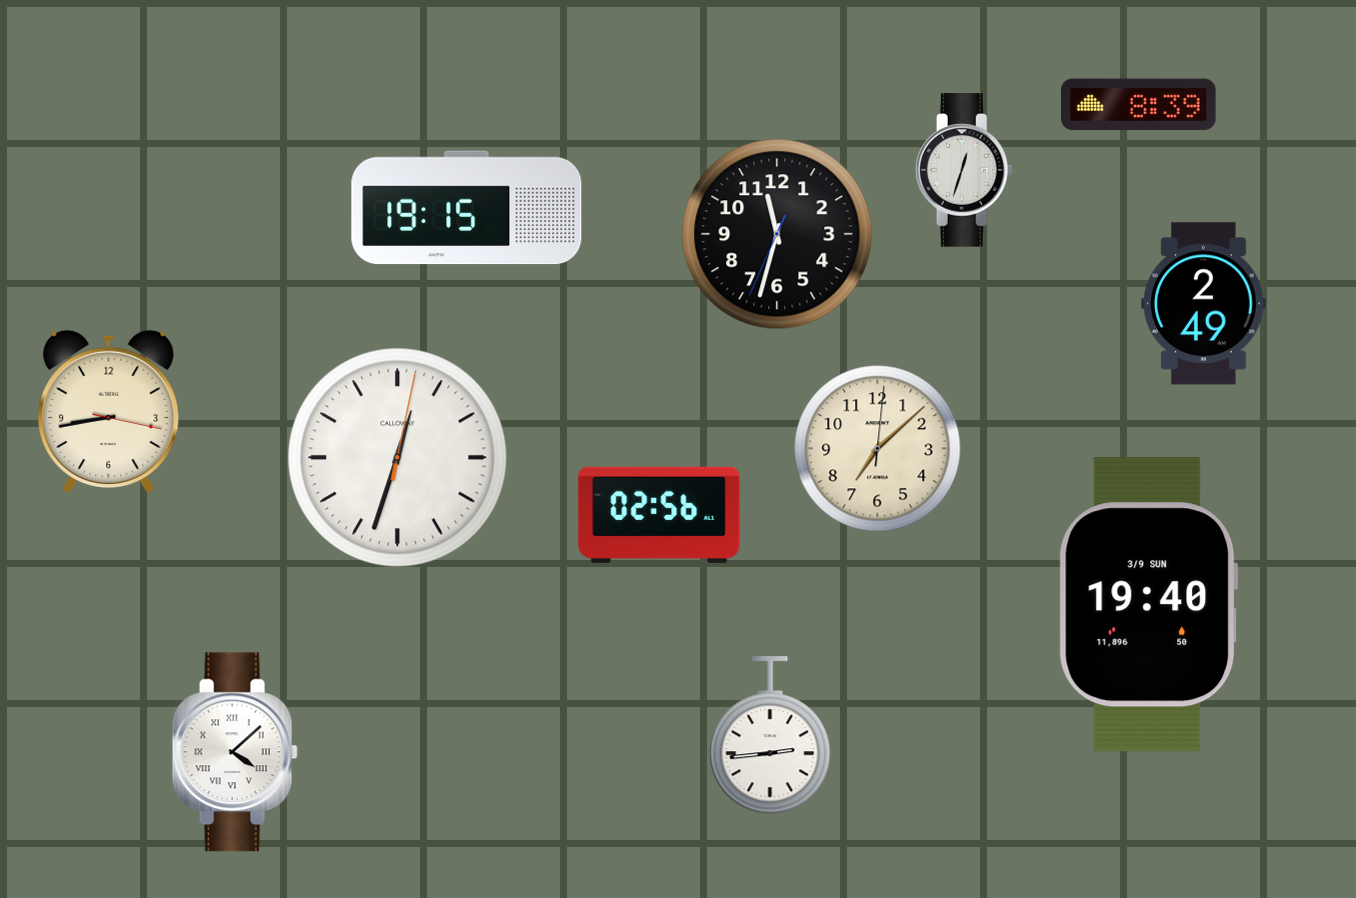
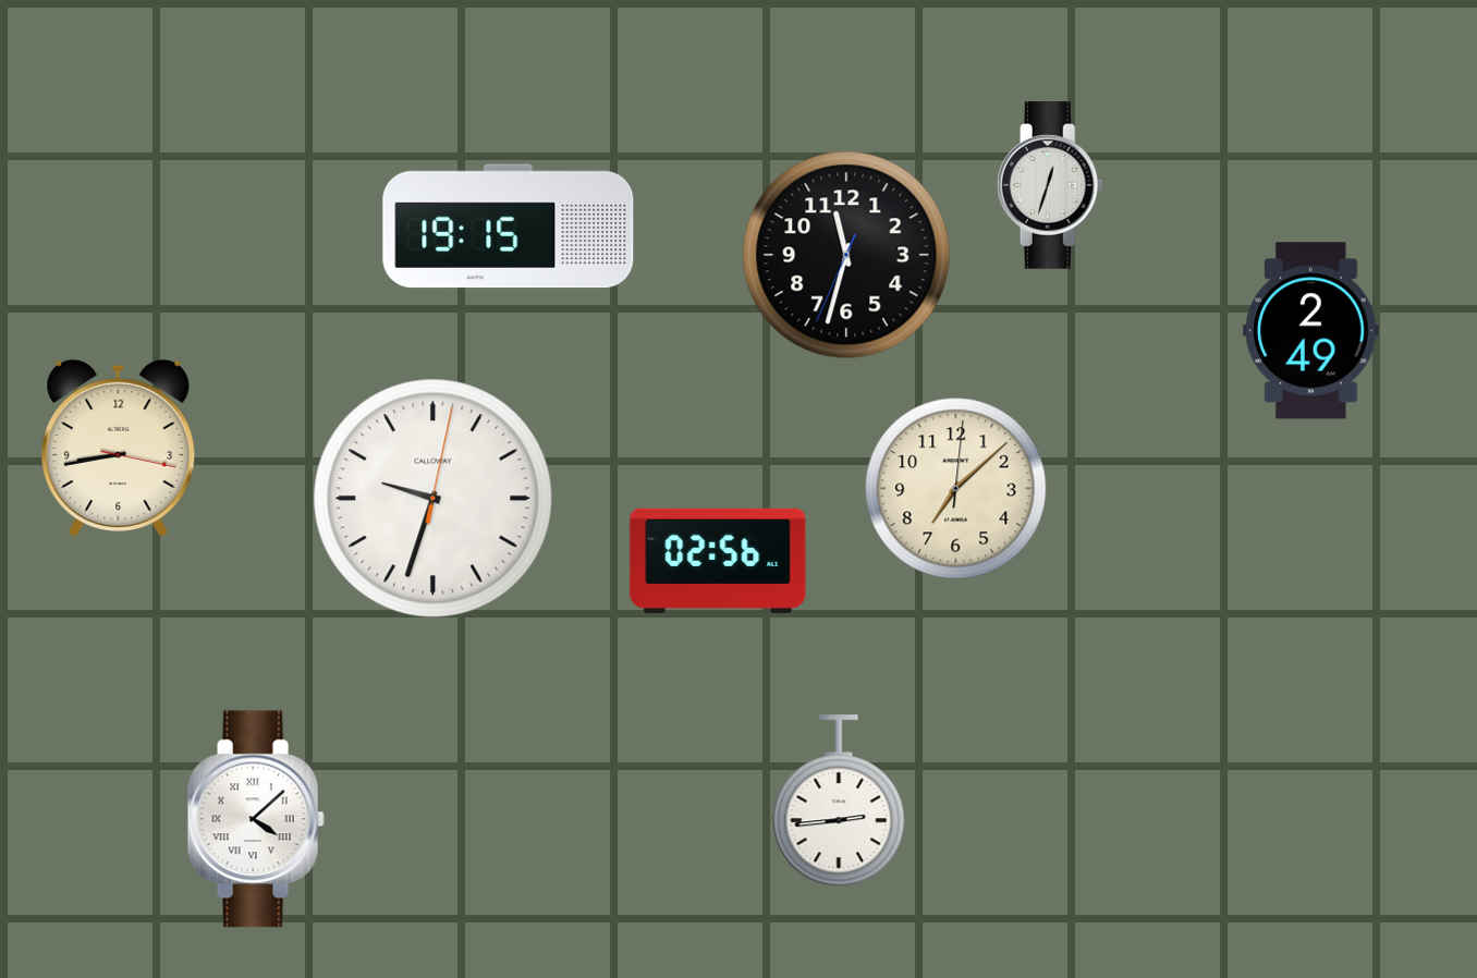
clock at (1139, 105): 8:39 -> none
clock at (398, 458): 12:33 -> 9:33
clock at (1148, 605): 19:40 -> none
